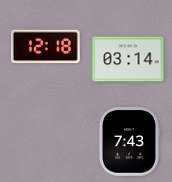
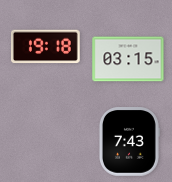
clock at (46, 47): 12:18 -> 19:18
clock at (128, 59): 03:14 -> 03:15
